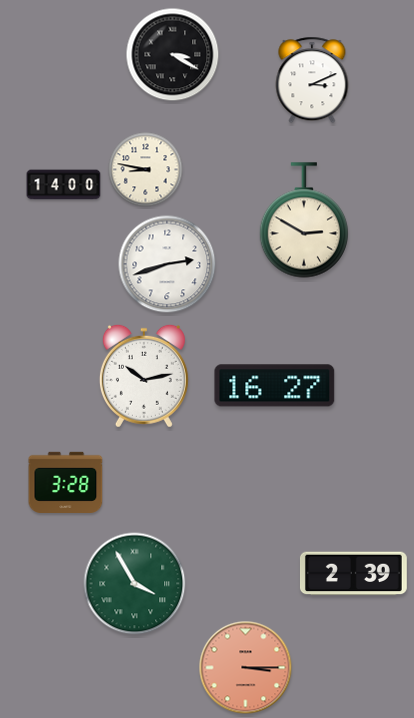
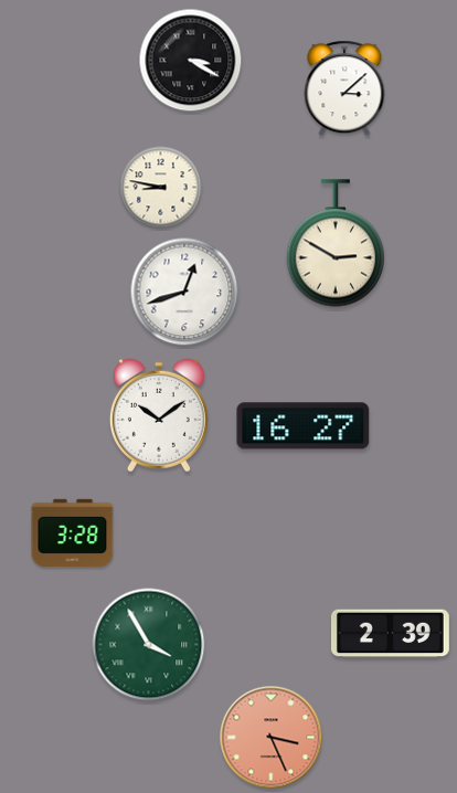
clock at (312, 80): 3:11 -> 3:08
clock at (64, 185): 14:00 -> none
clock at (167, 264): 2:42 -> 12:42
clock at (144, 376): 10:13 -> 10:09
clock at (246, 668): 3:15 -> 3:26
